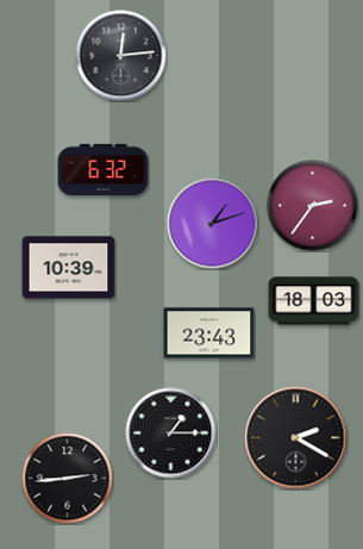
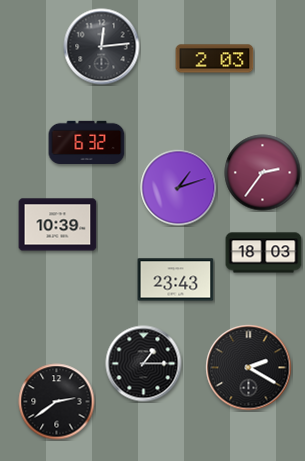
clock at (215, 59): none -> 2:03
clock at (68, 479): 2:44 -> 2:39
